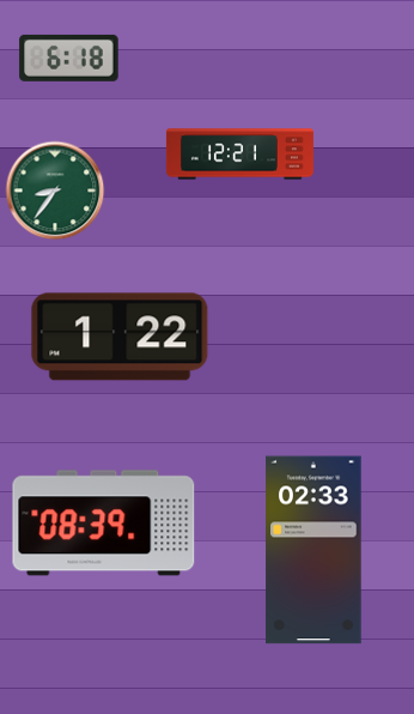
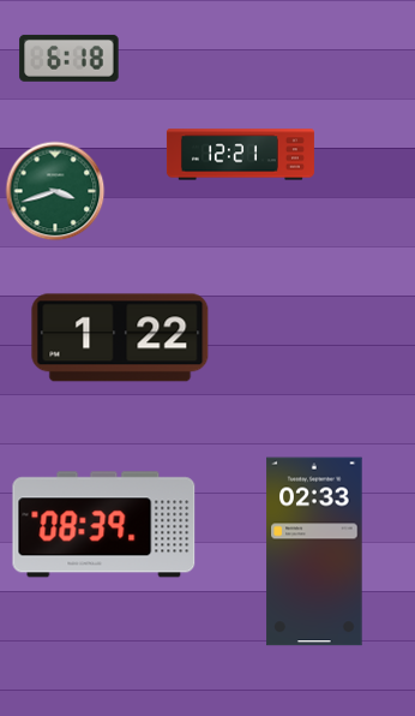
clock at (55, 190): 8:36 -> 3:42
